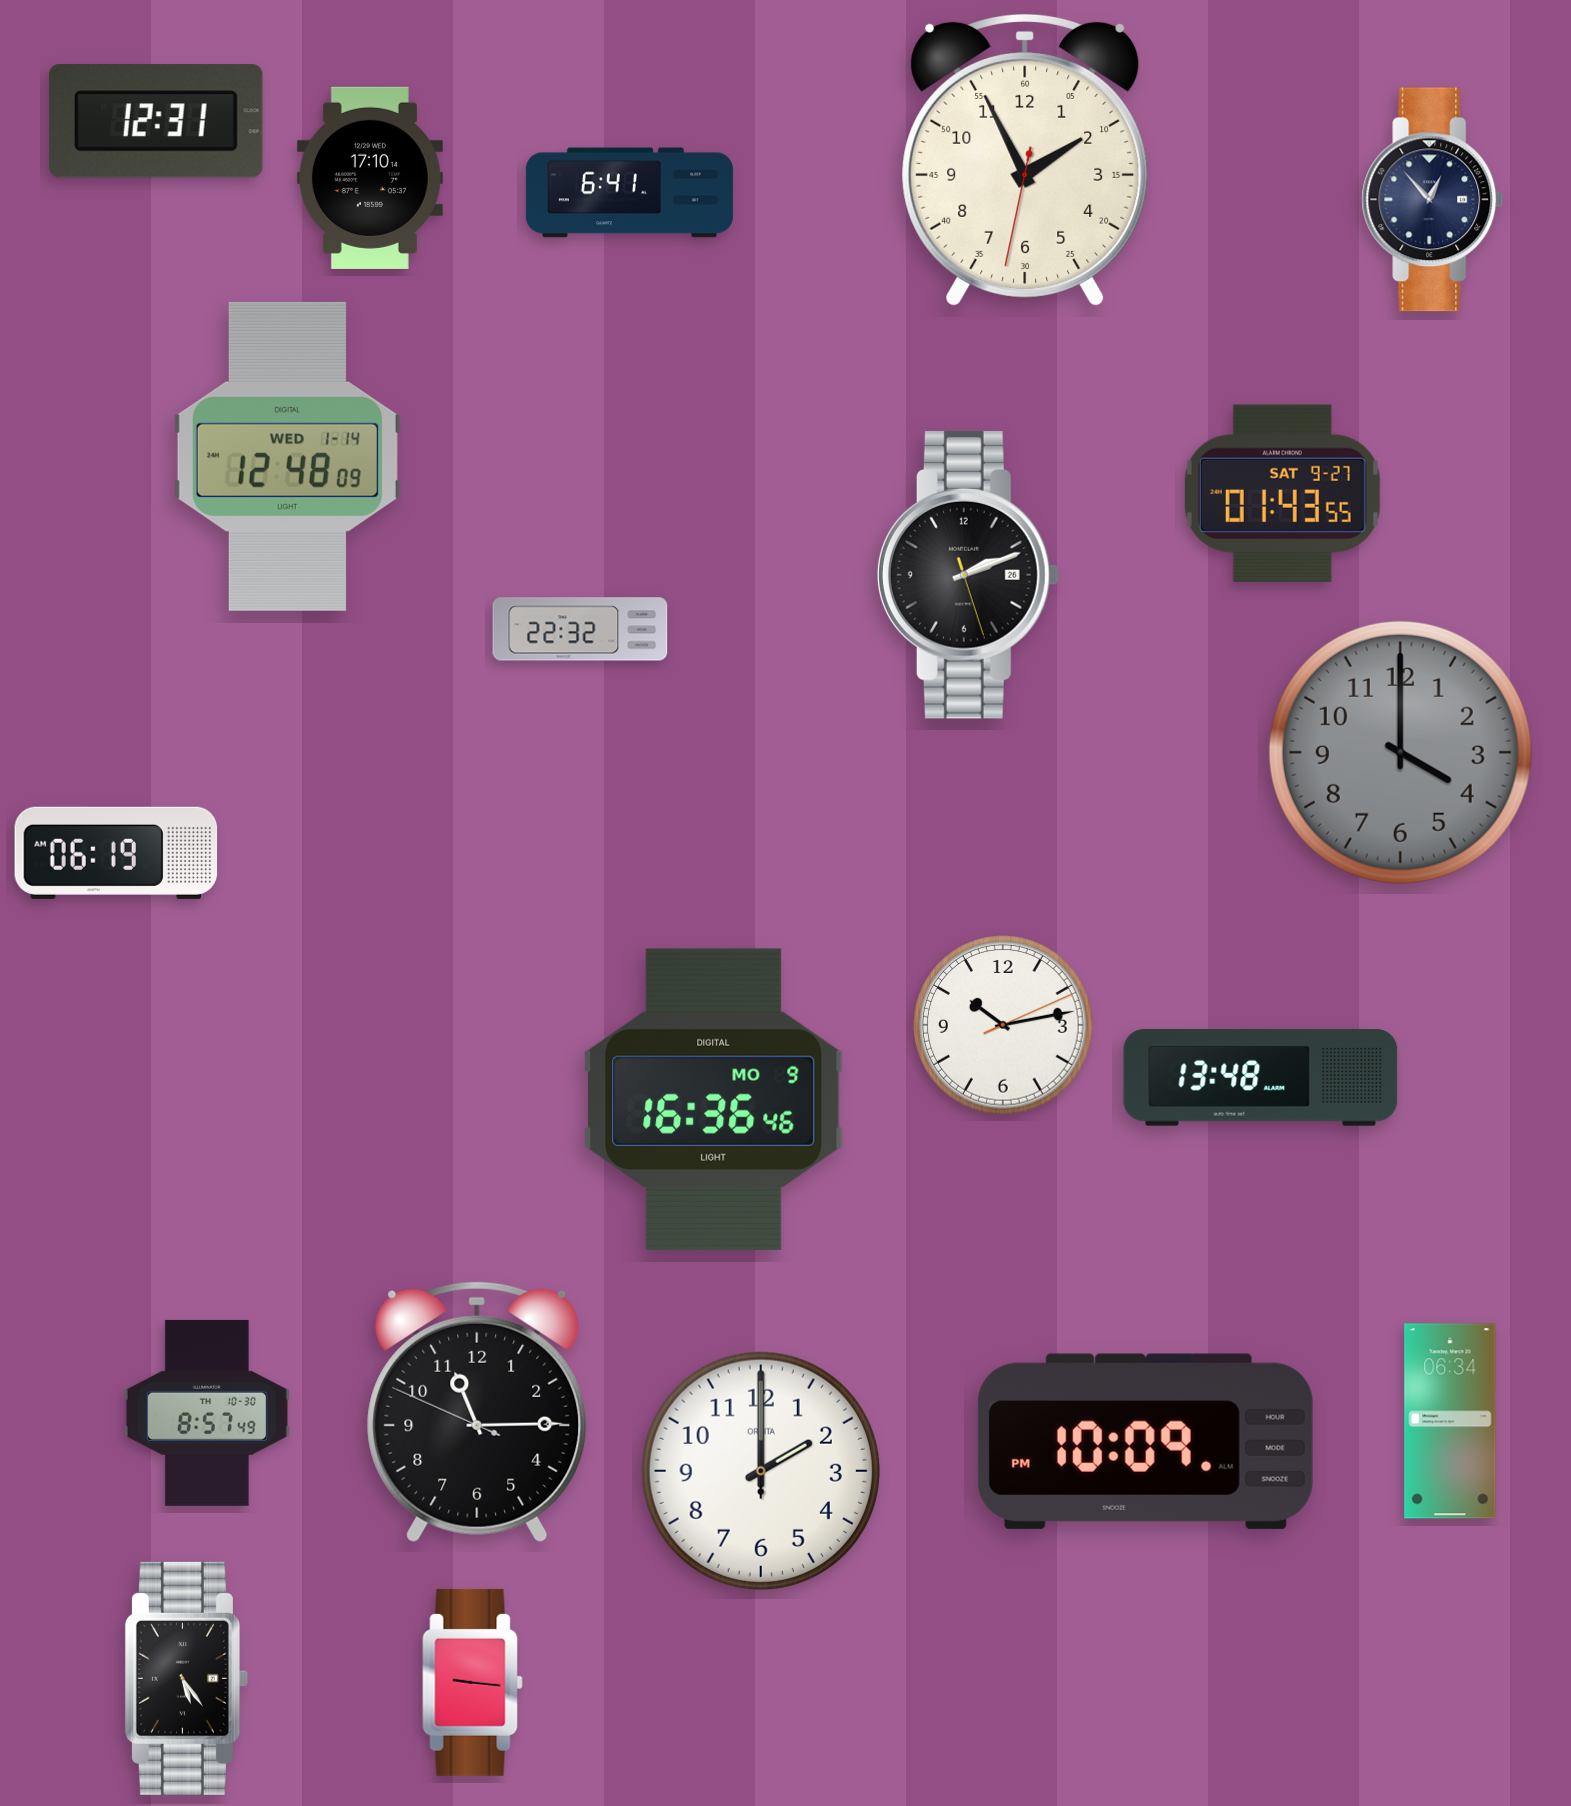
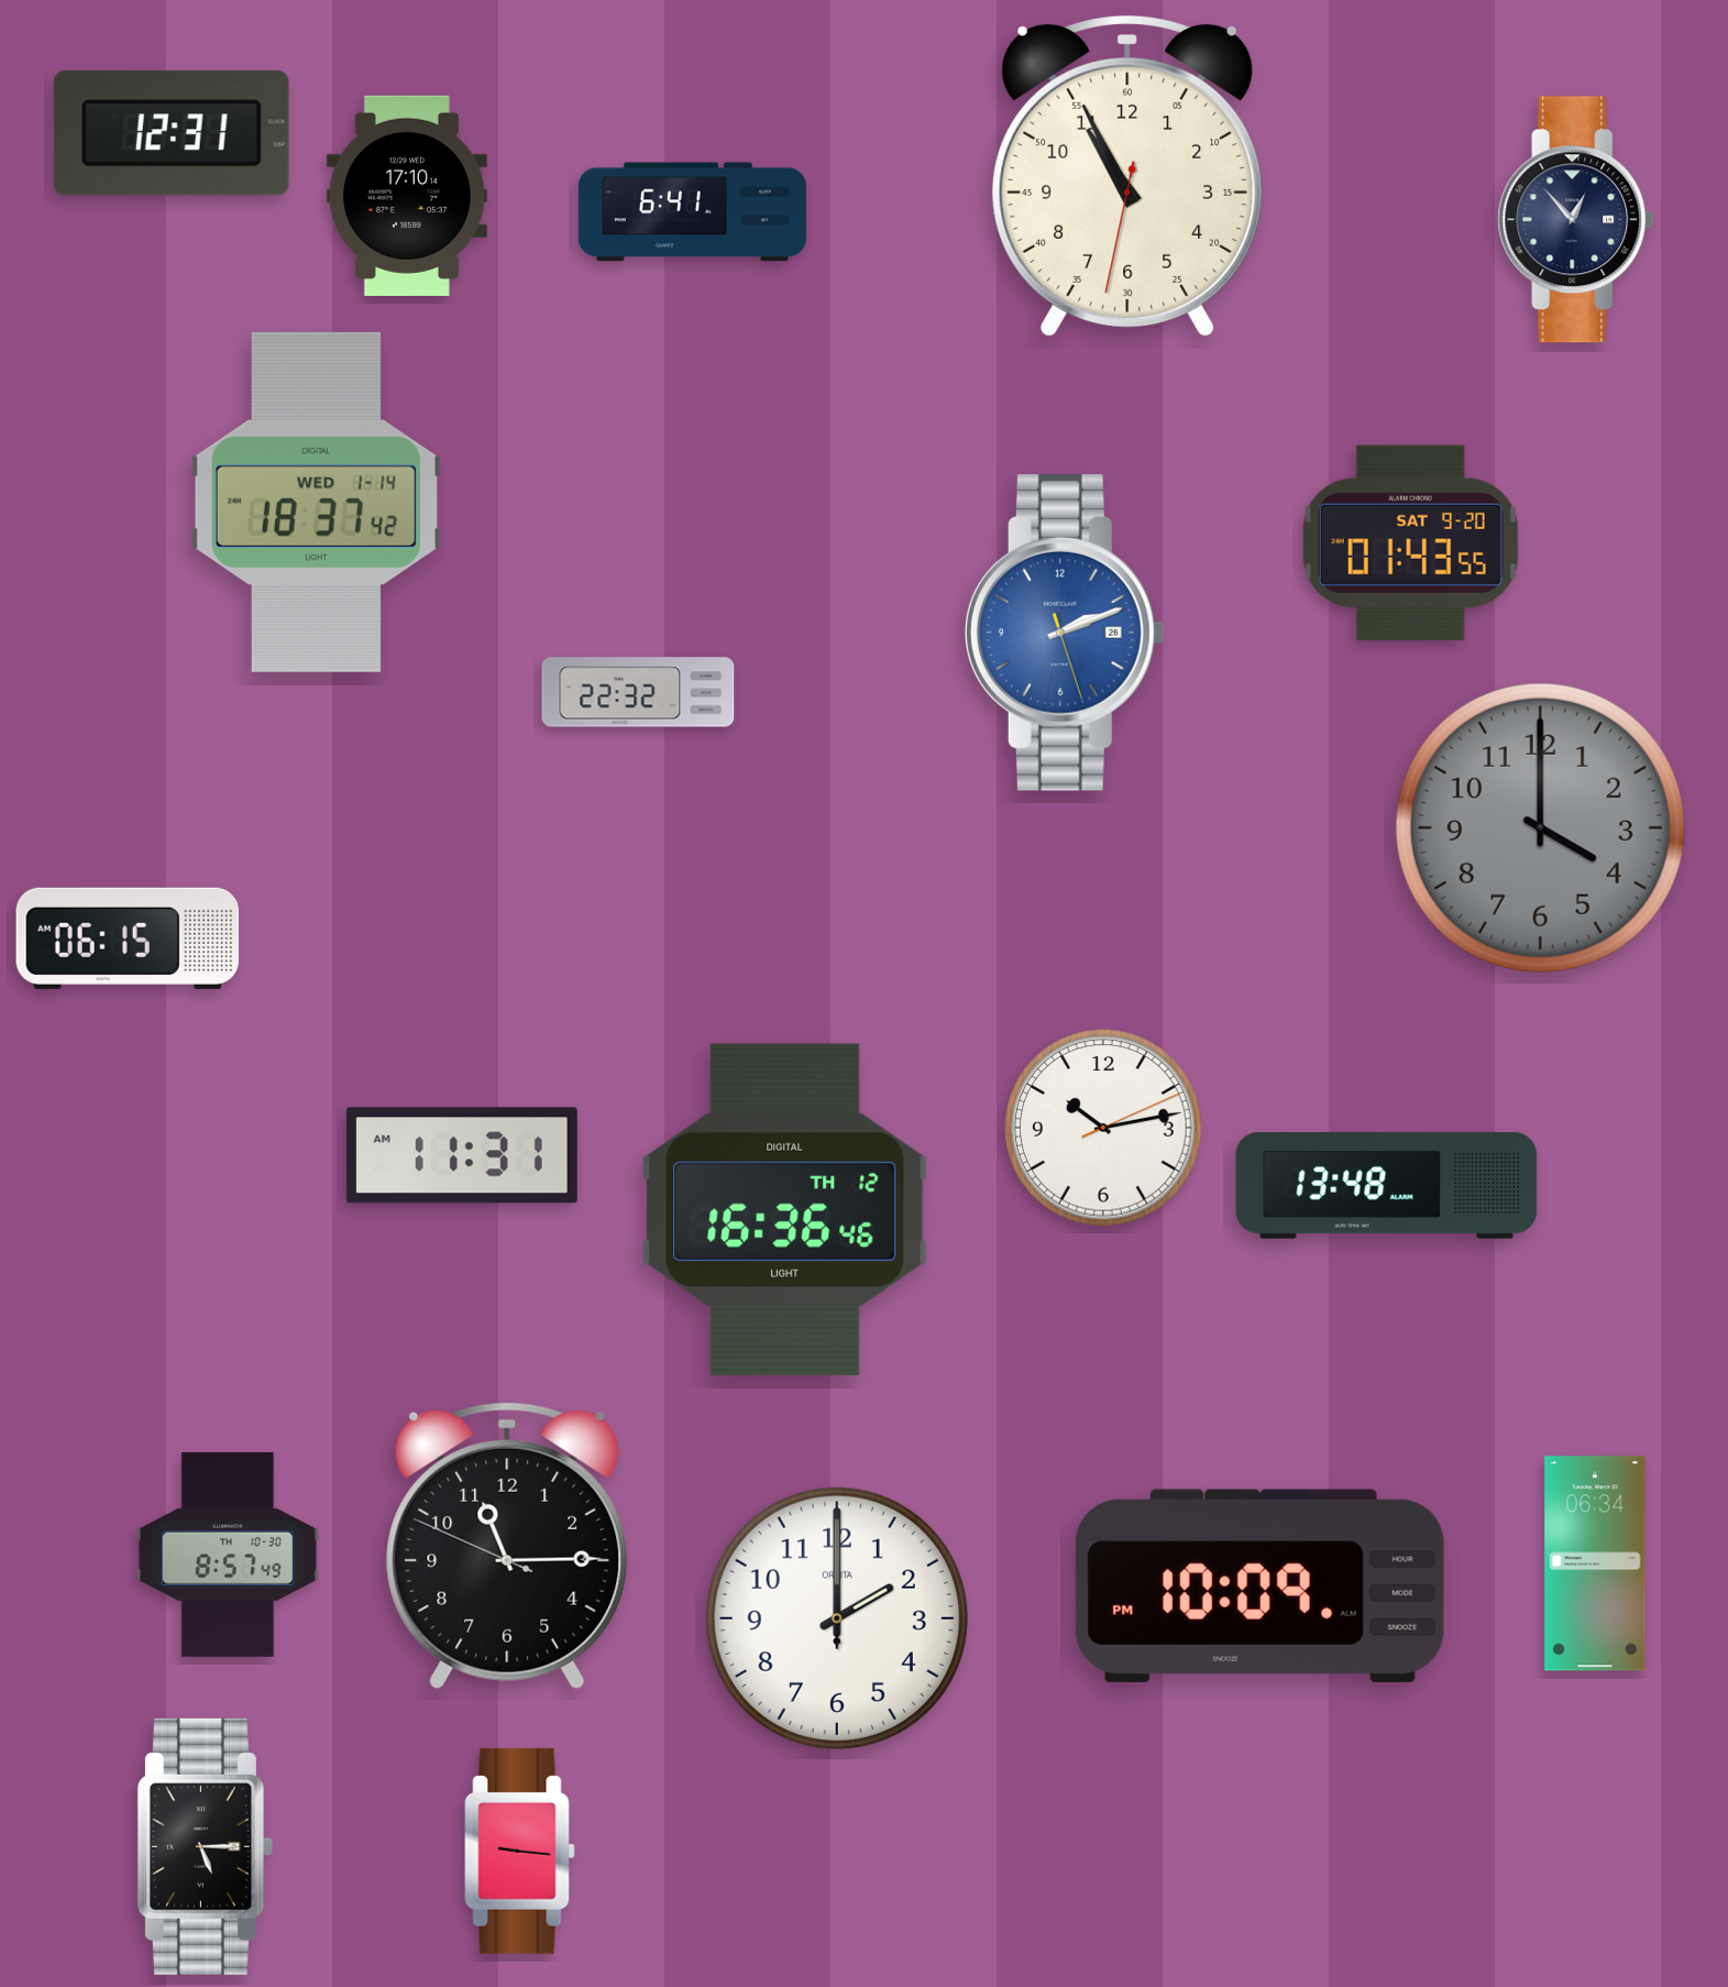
clock at (1025, 160): 1:55 -> 10:55
clock at (287, 456): 12:48 -> 18:37
clock at (1282, 493) date: SAT 9-27 -> SAT 9-20
clock at (968, 575) dial: black -> blue
clock at (116, 853): 06:19 -> 06:15
clock at (462, 1155): none -> 11:31
clock at (714, 1099) date: MO 9 -> TH 12
clock at (477, 1412) position: (477, 1412) -> (507, 1546)
clock at (186, 1678): 5:24 -> 5:15
